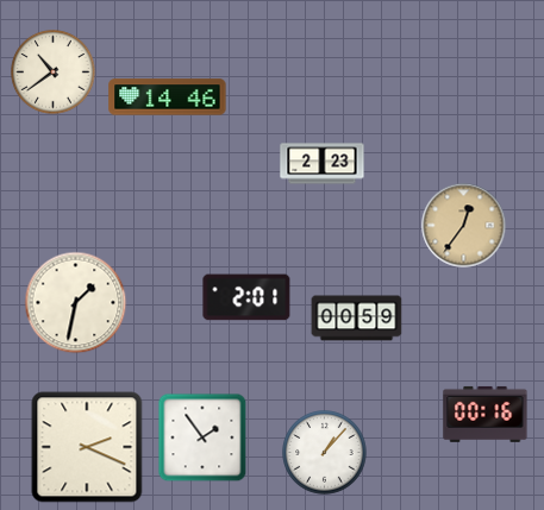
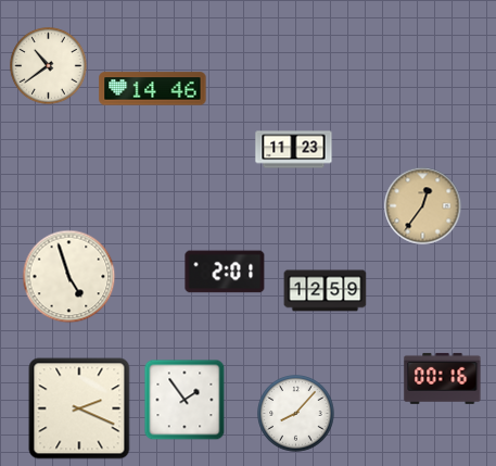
clock at (323, 164): 2:23 -> 11:23
clock at (76, 303): 1:32 -> 4:57
clock at (357, 319): 00:59 -> 12:59
clock at (325, 453): 1:07 -> 8:07
